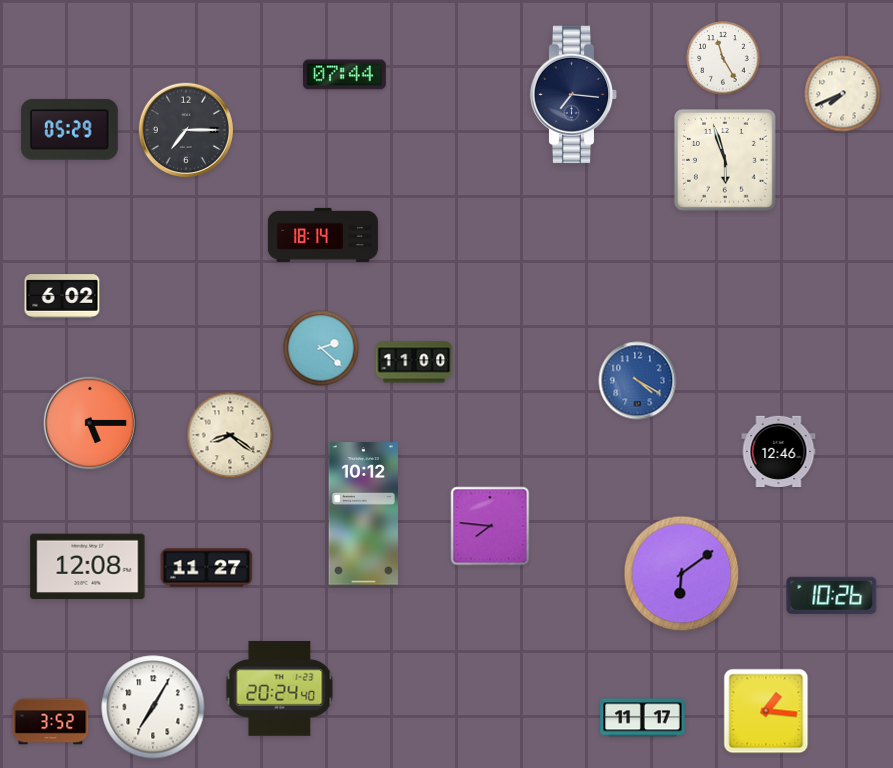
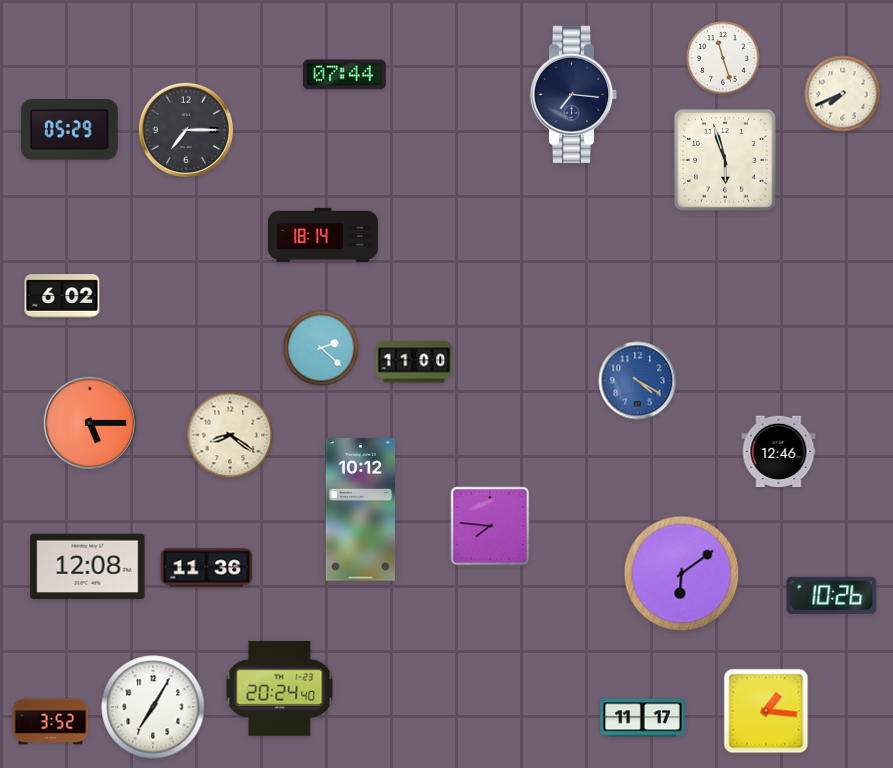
clock at (723, 58): 11:25 -> 11:27
clock at (363, 514) position: (363, 514) -> (360, 510)
clock at (207, 568): 11:27 -> 11:36
